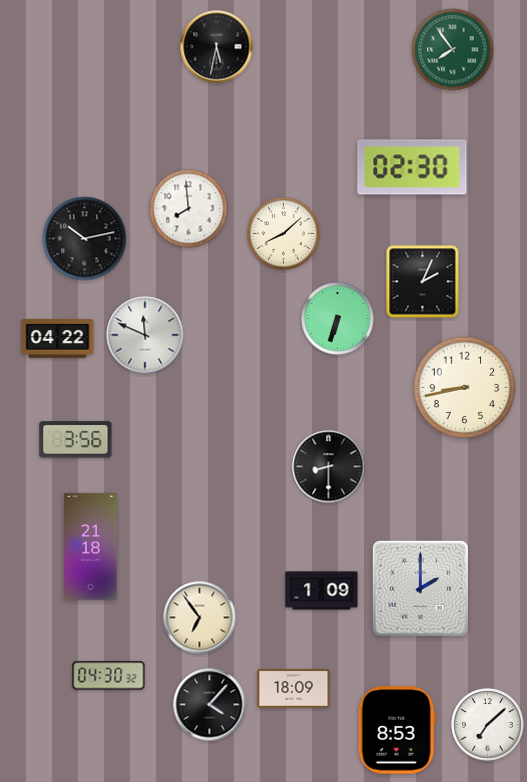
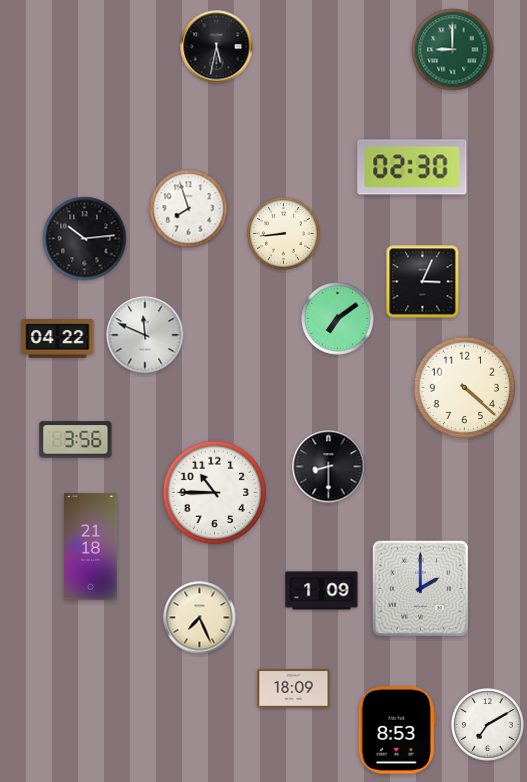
clock at (453, 50): 7:54 -> 9:00
clock at (189, 209): 7:59 -> 7:57
clock at (284, 234): 8:08 -> 8:44
clock at (85, 239): 10:13 -> 10:14
clock at (423, 282): 2:04 -> 3:04
clock at (338, 319): 6:33 -> 7:09
clock at (465, 388): 8:43 -> 4:22
clock at (215, 493): none -> 10:45
clock at (200, 618): 6:54 -> 7:26
clock at (109, 676): 04:30 -> none
clock at (210, 705): 4:07 -> none
clock at (488, 725): 7:08 -> 7:10
